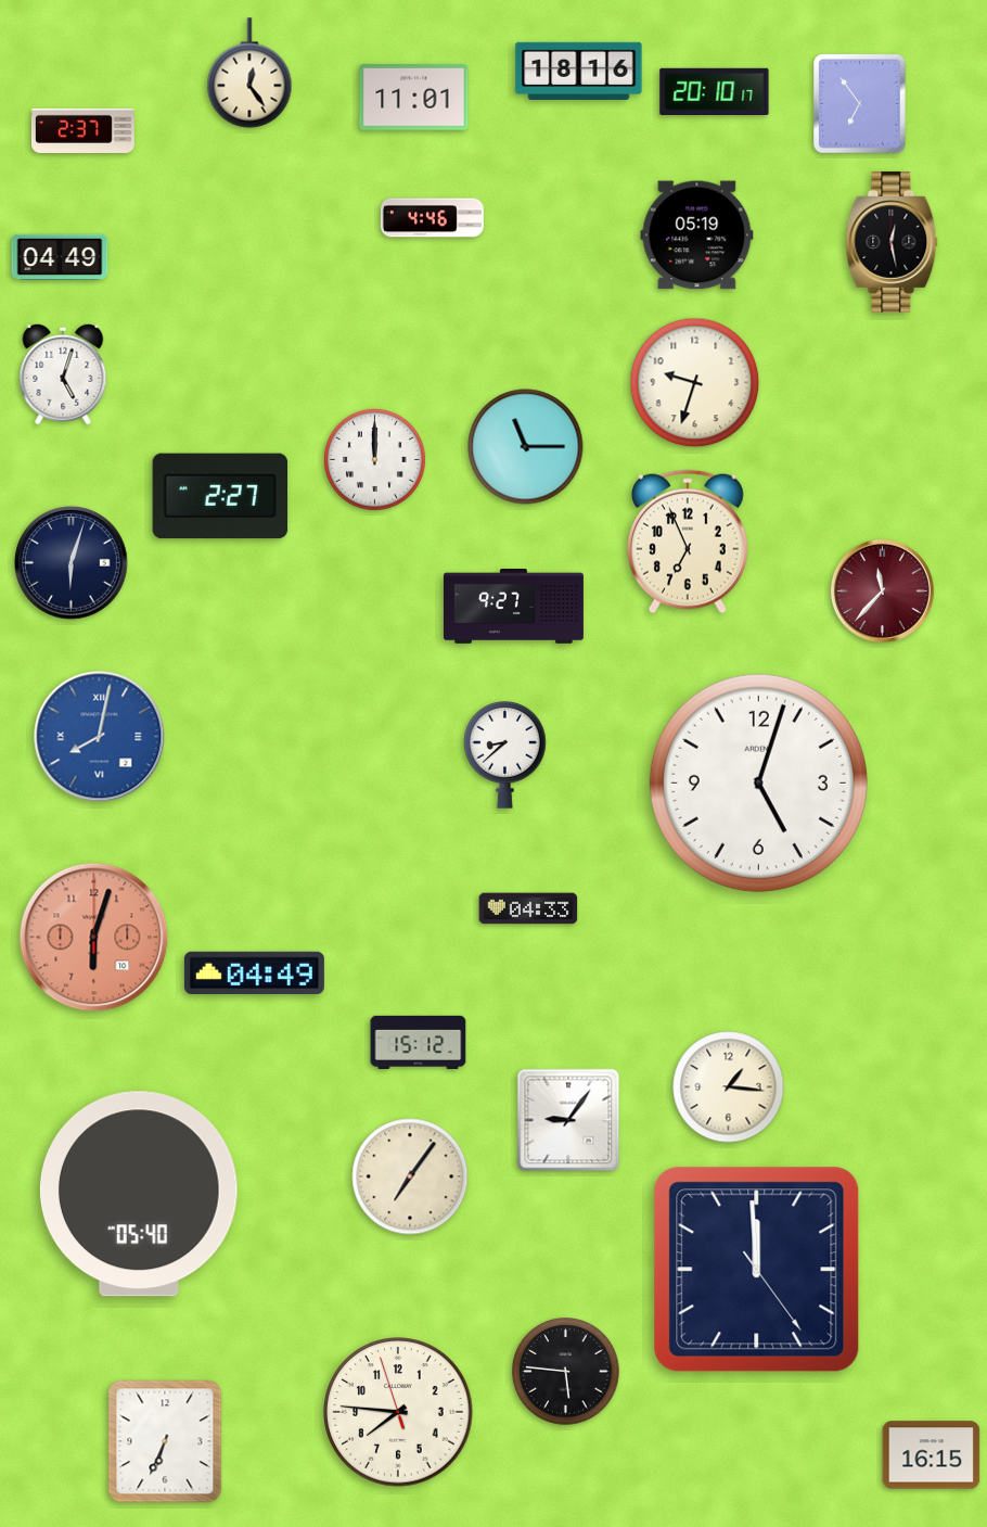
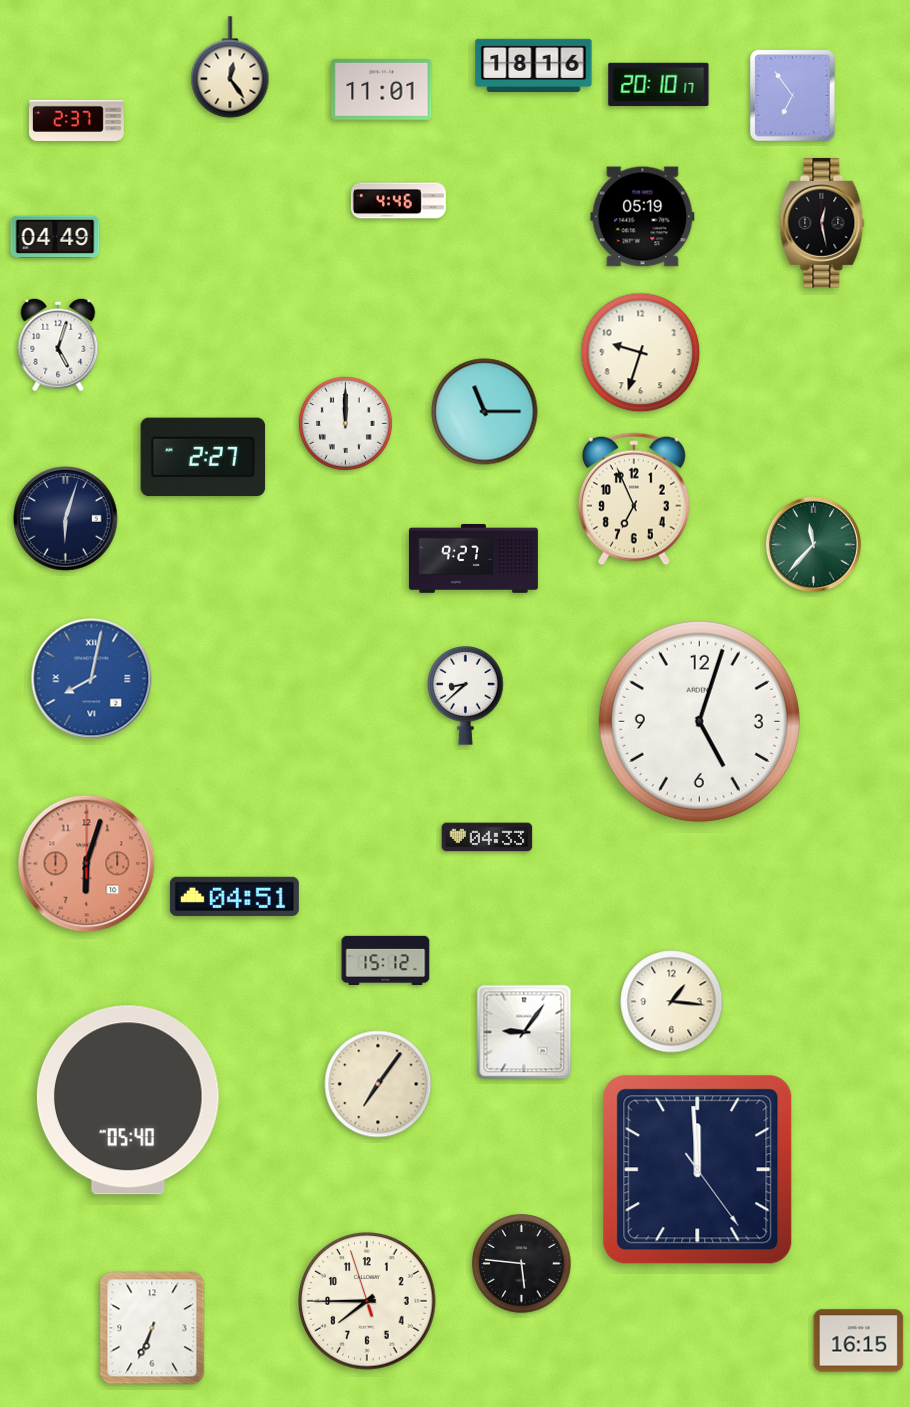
clock at (882, 590) dial: burgundy -> green
clock at (254, 972): 04:49 -> 04:51
clock at (398, 1412): 7:45 -> 7:44
